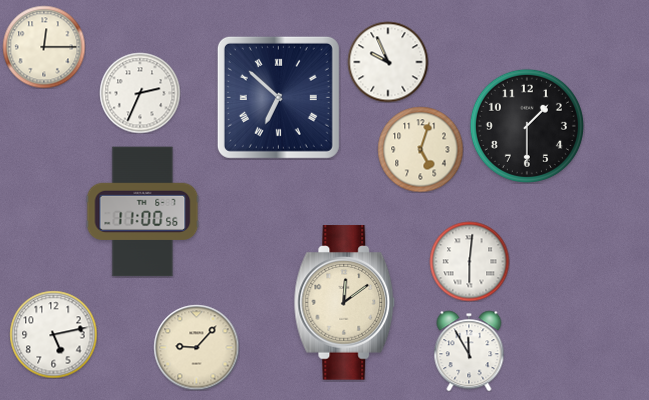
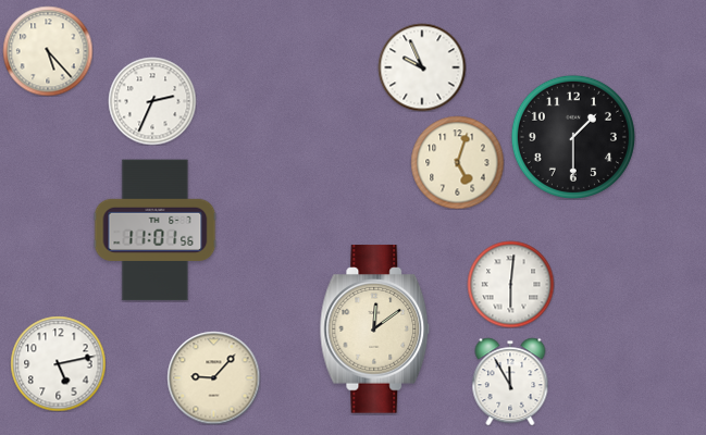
clock at (44, 47): 12:15 -> 5:23
clock at (278, 97): 6:52 -> none
clock at (143, 212): 11:00 -> 11:01
